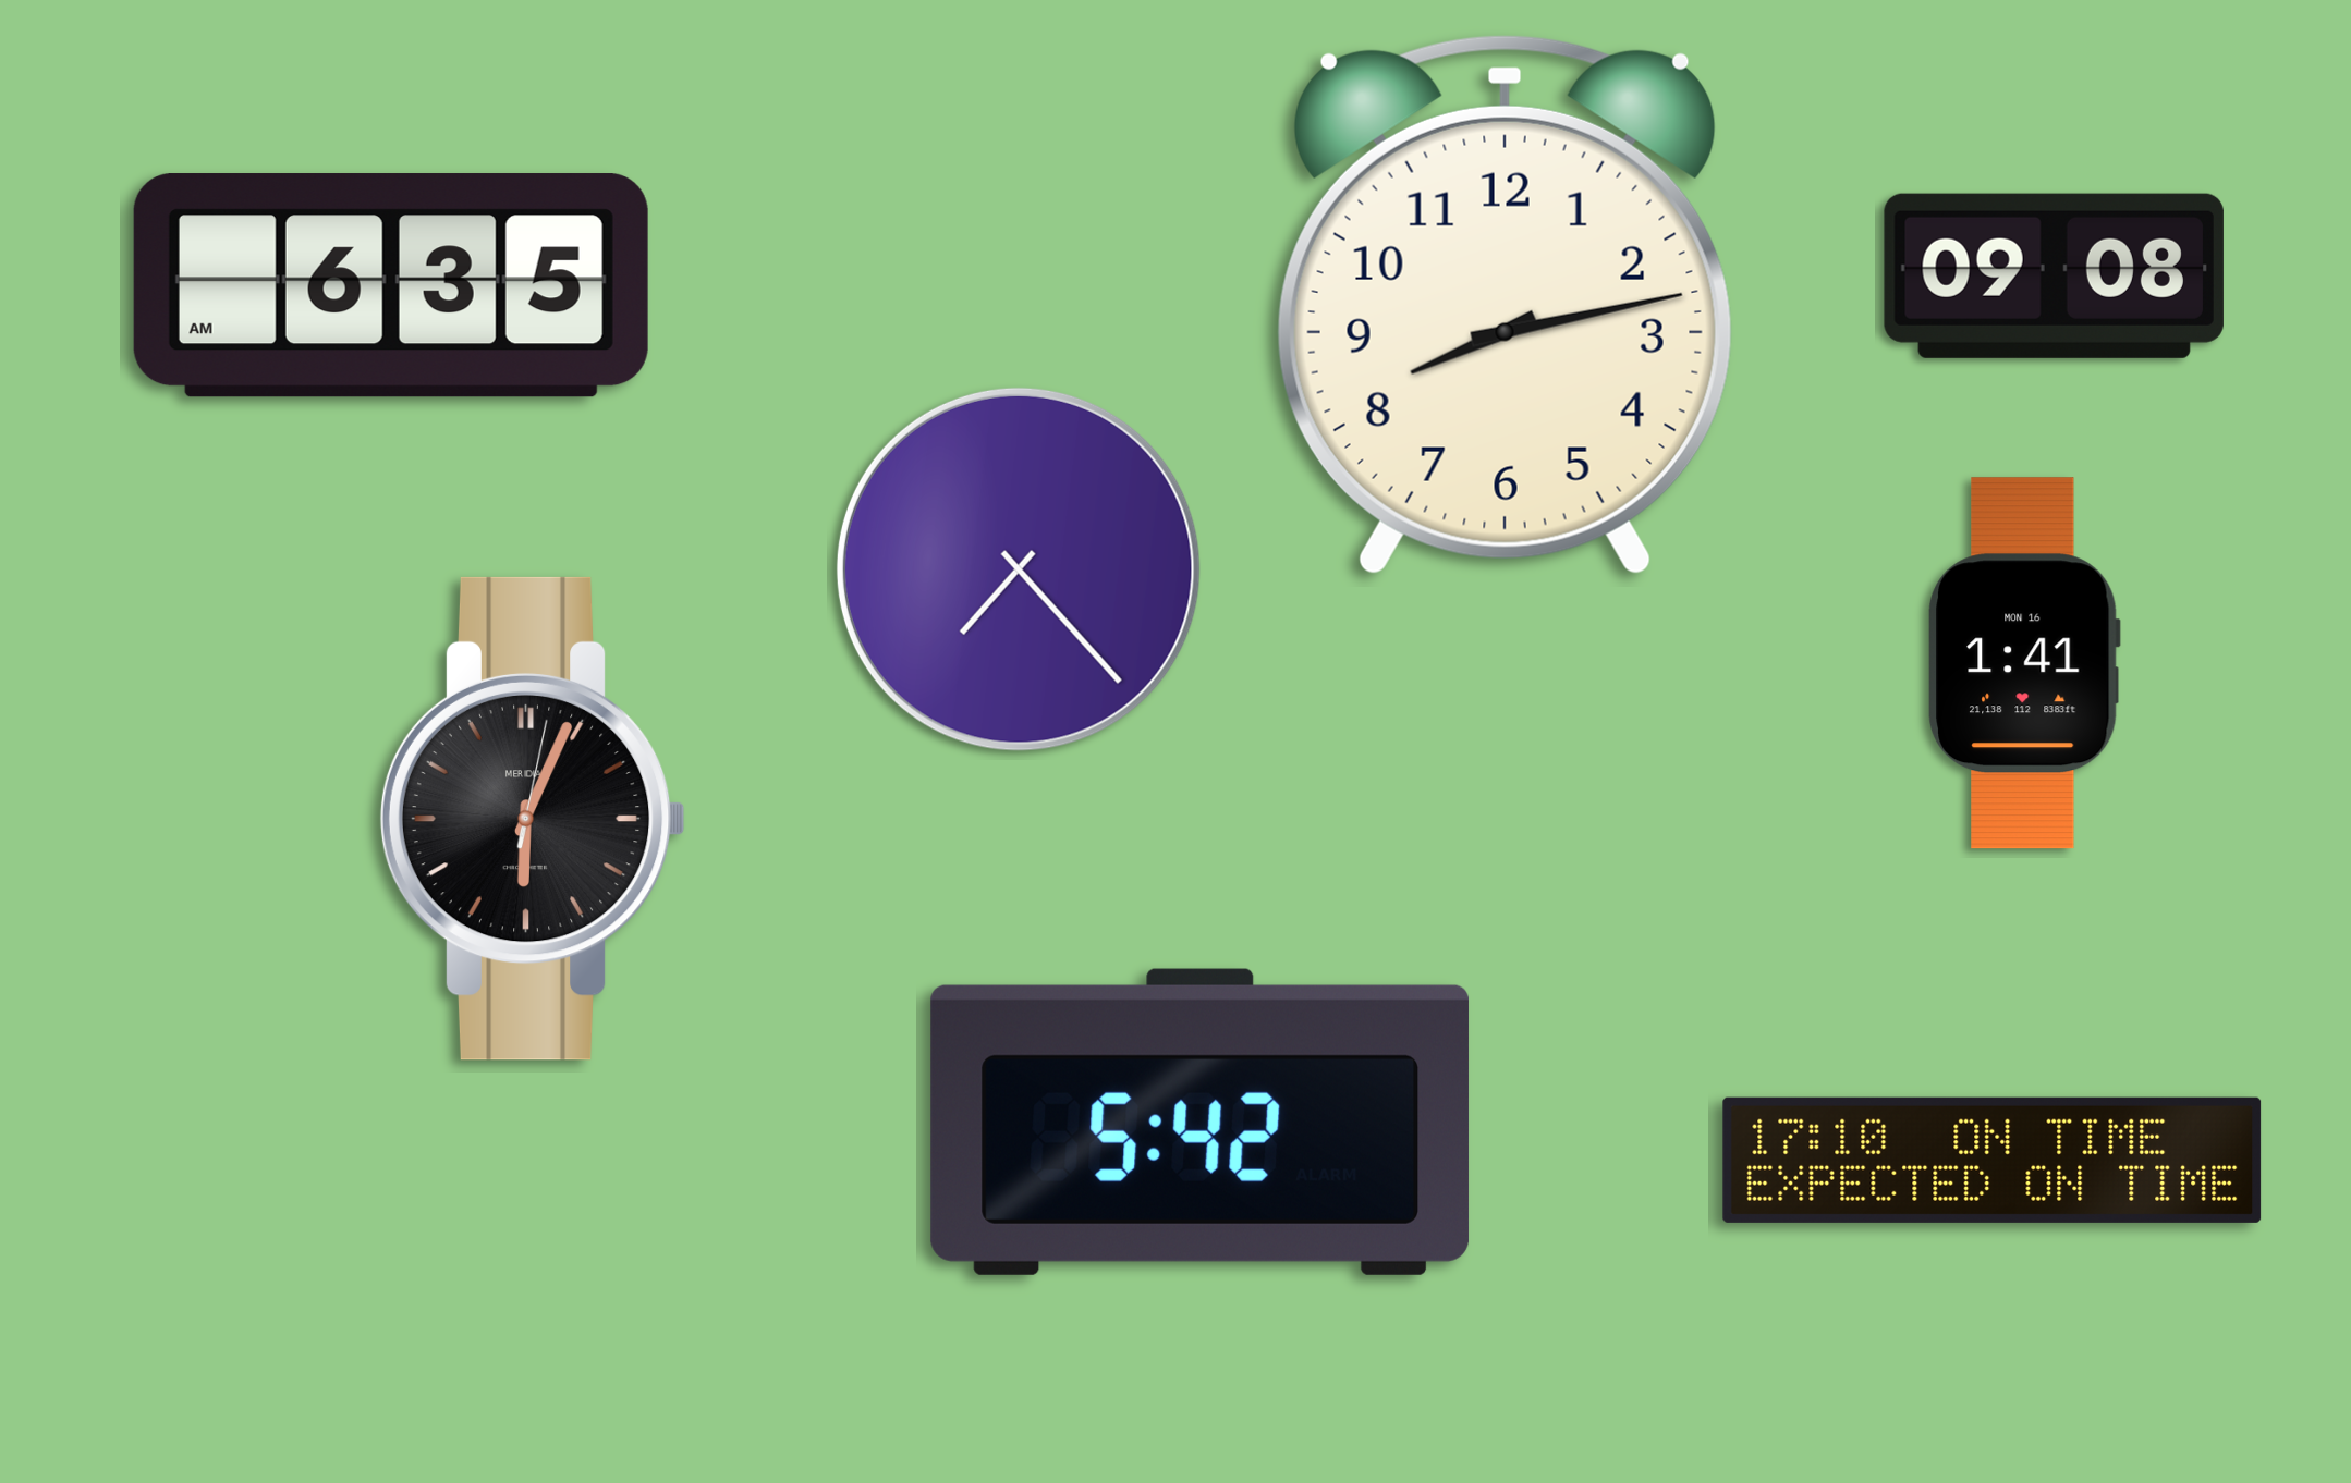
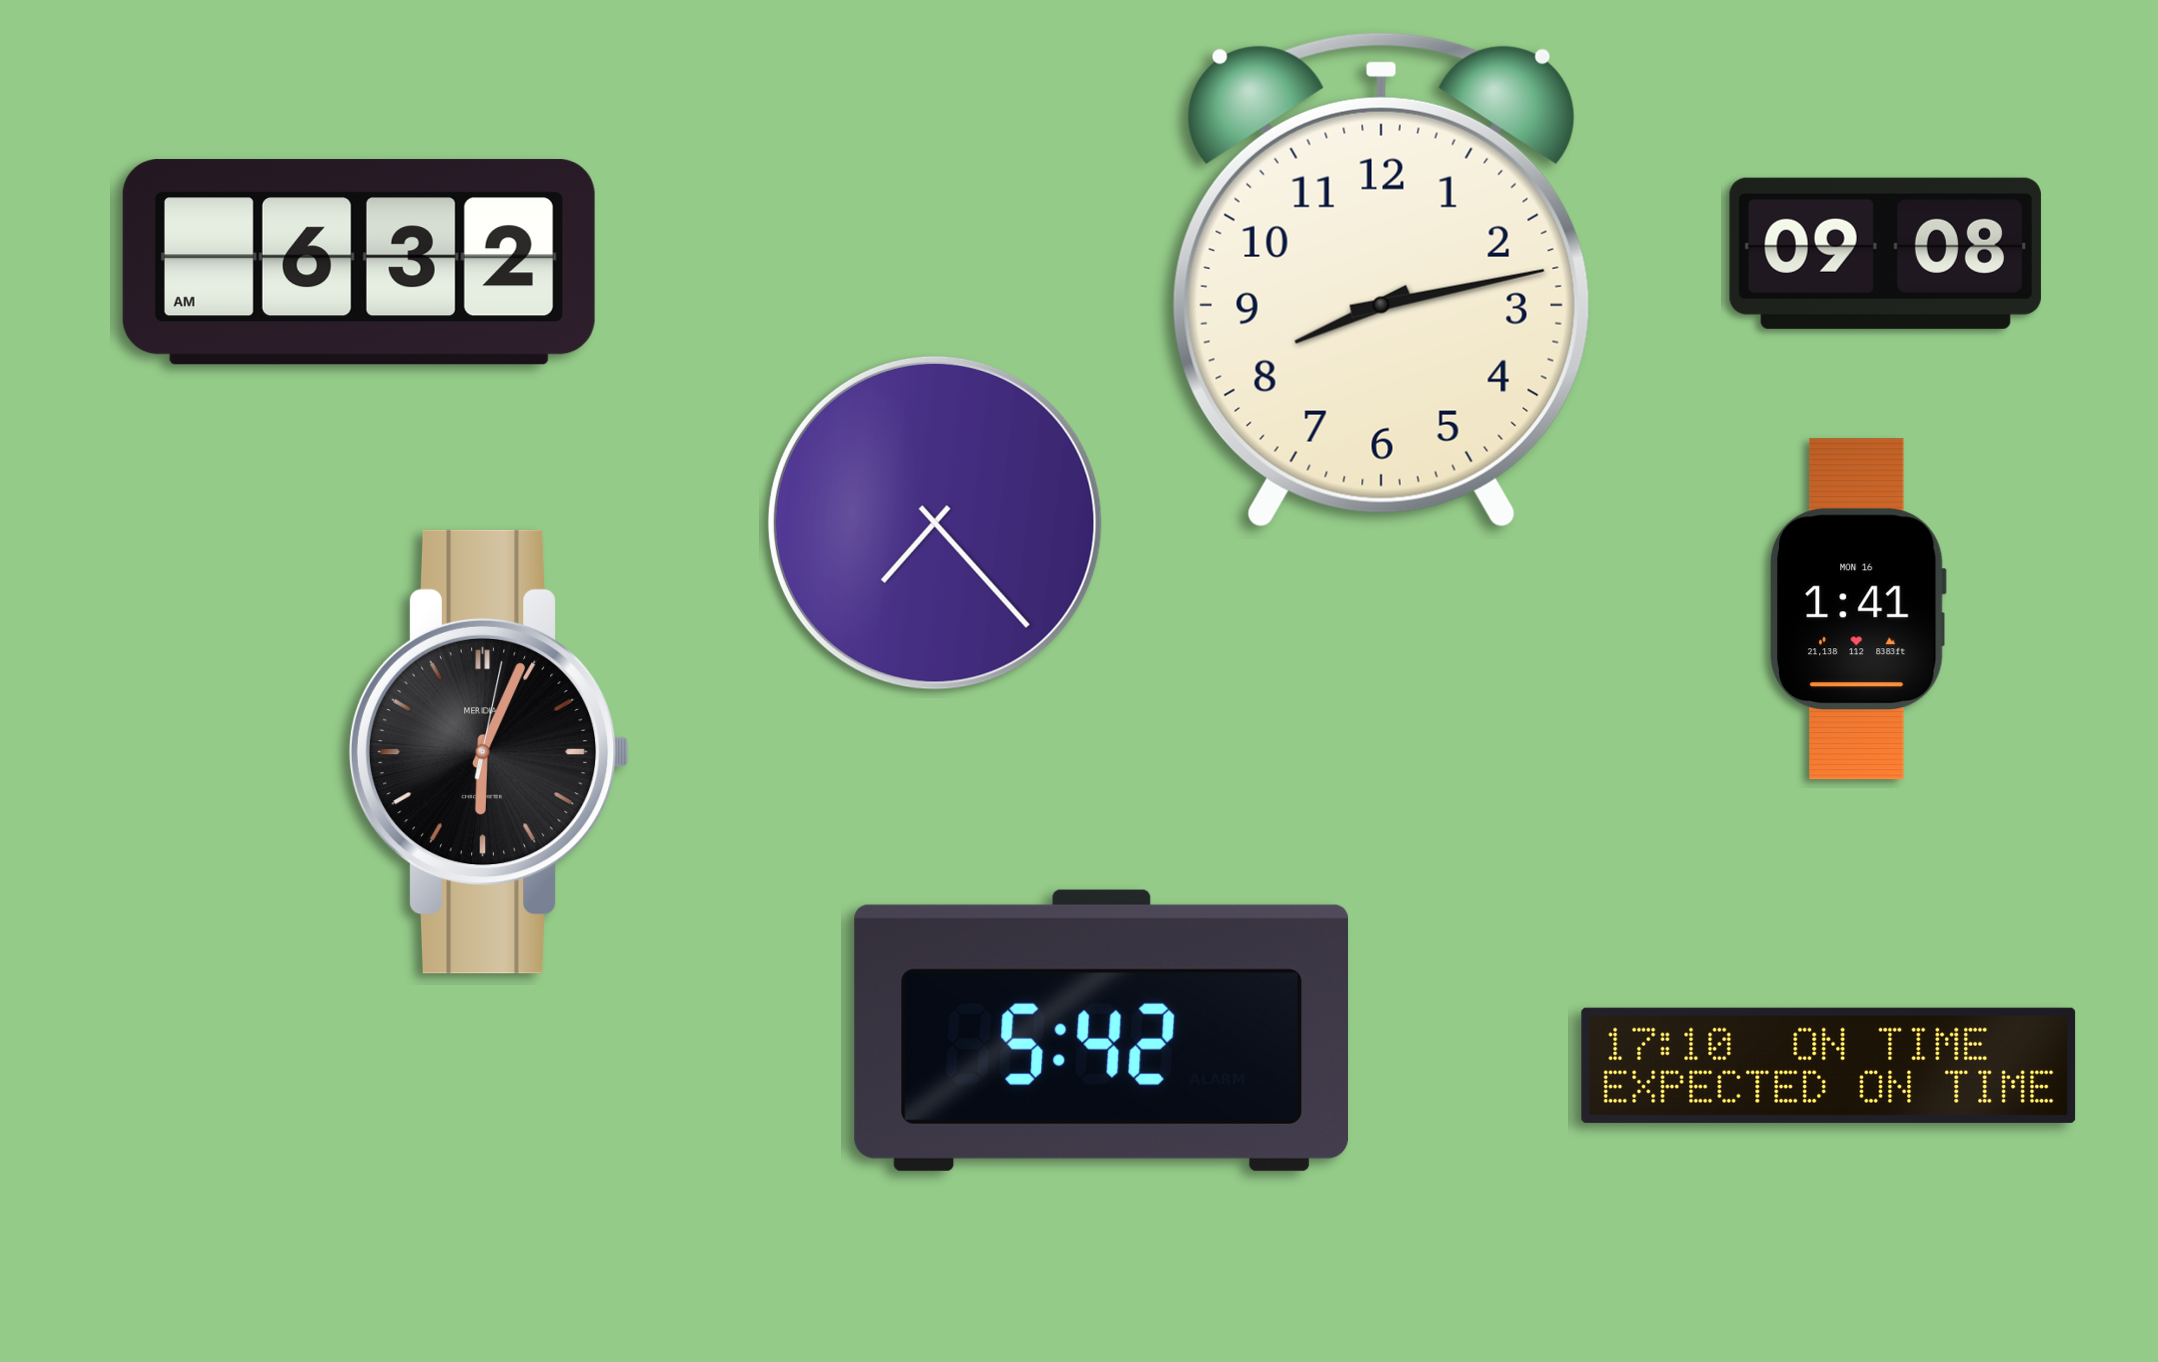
clock at (391, 285): 6:35 -> 6:32
